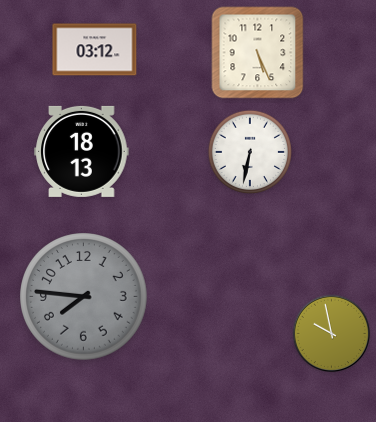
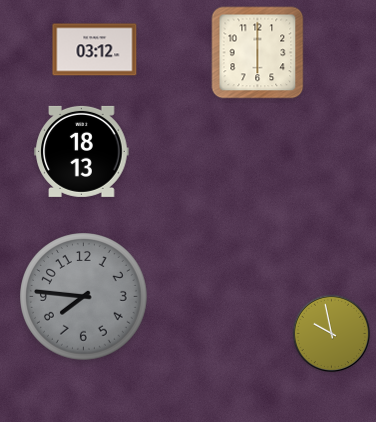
clock at (258, 53): 5:26 -> 6:00
clock at (249, 151): 6:32 -> none
